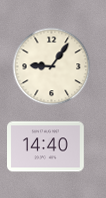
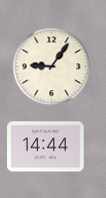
clock at (46, 147): 14:40 -> 14:44
